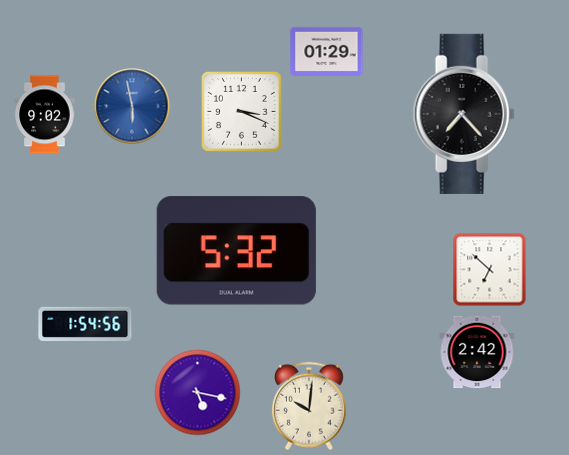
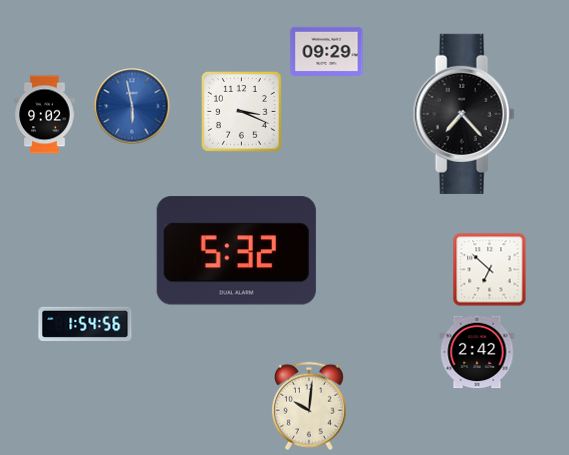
clock at (327, 51): 01:29 -> 09:29
clock at (198, 393): 5:17 -> none
